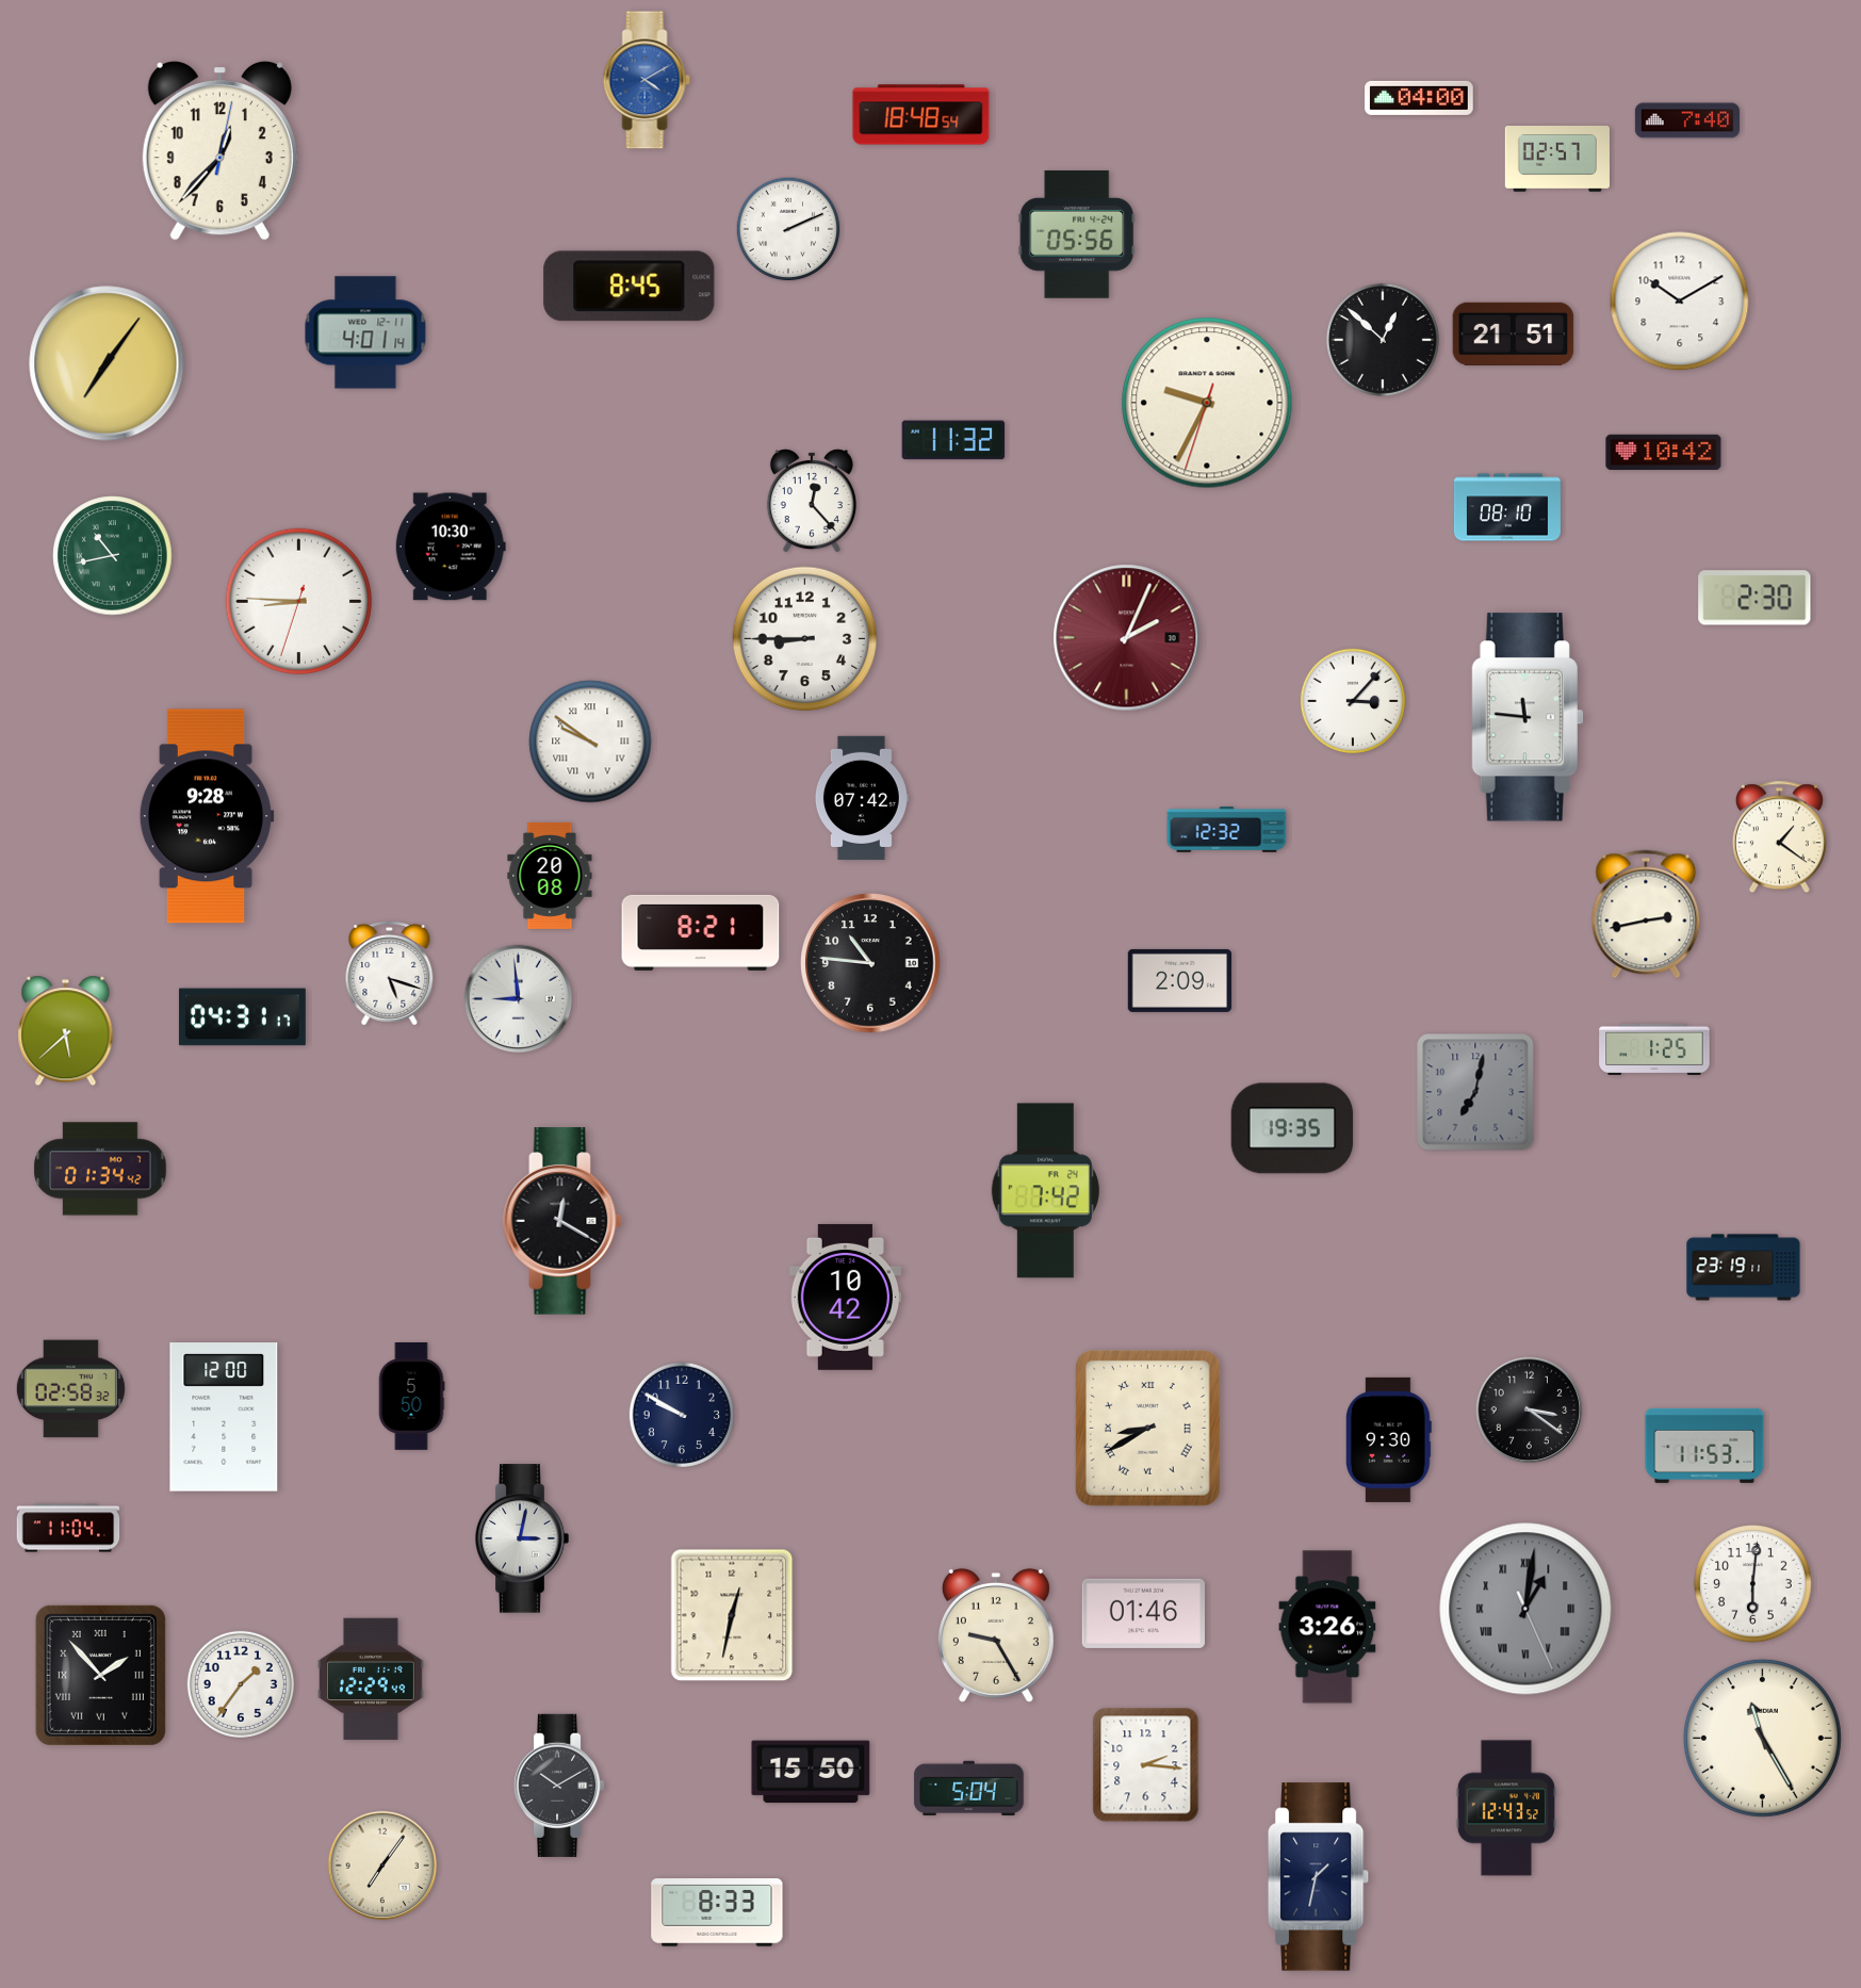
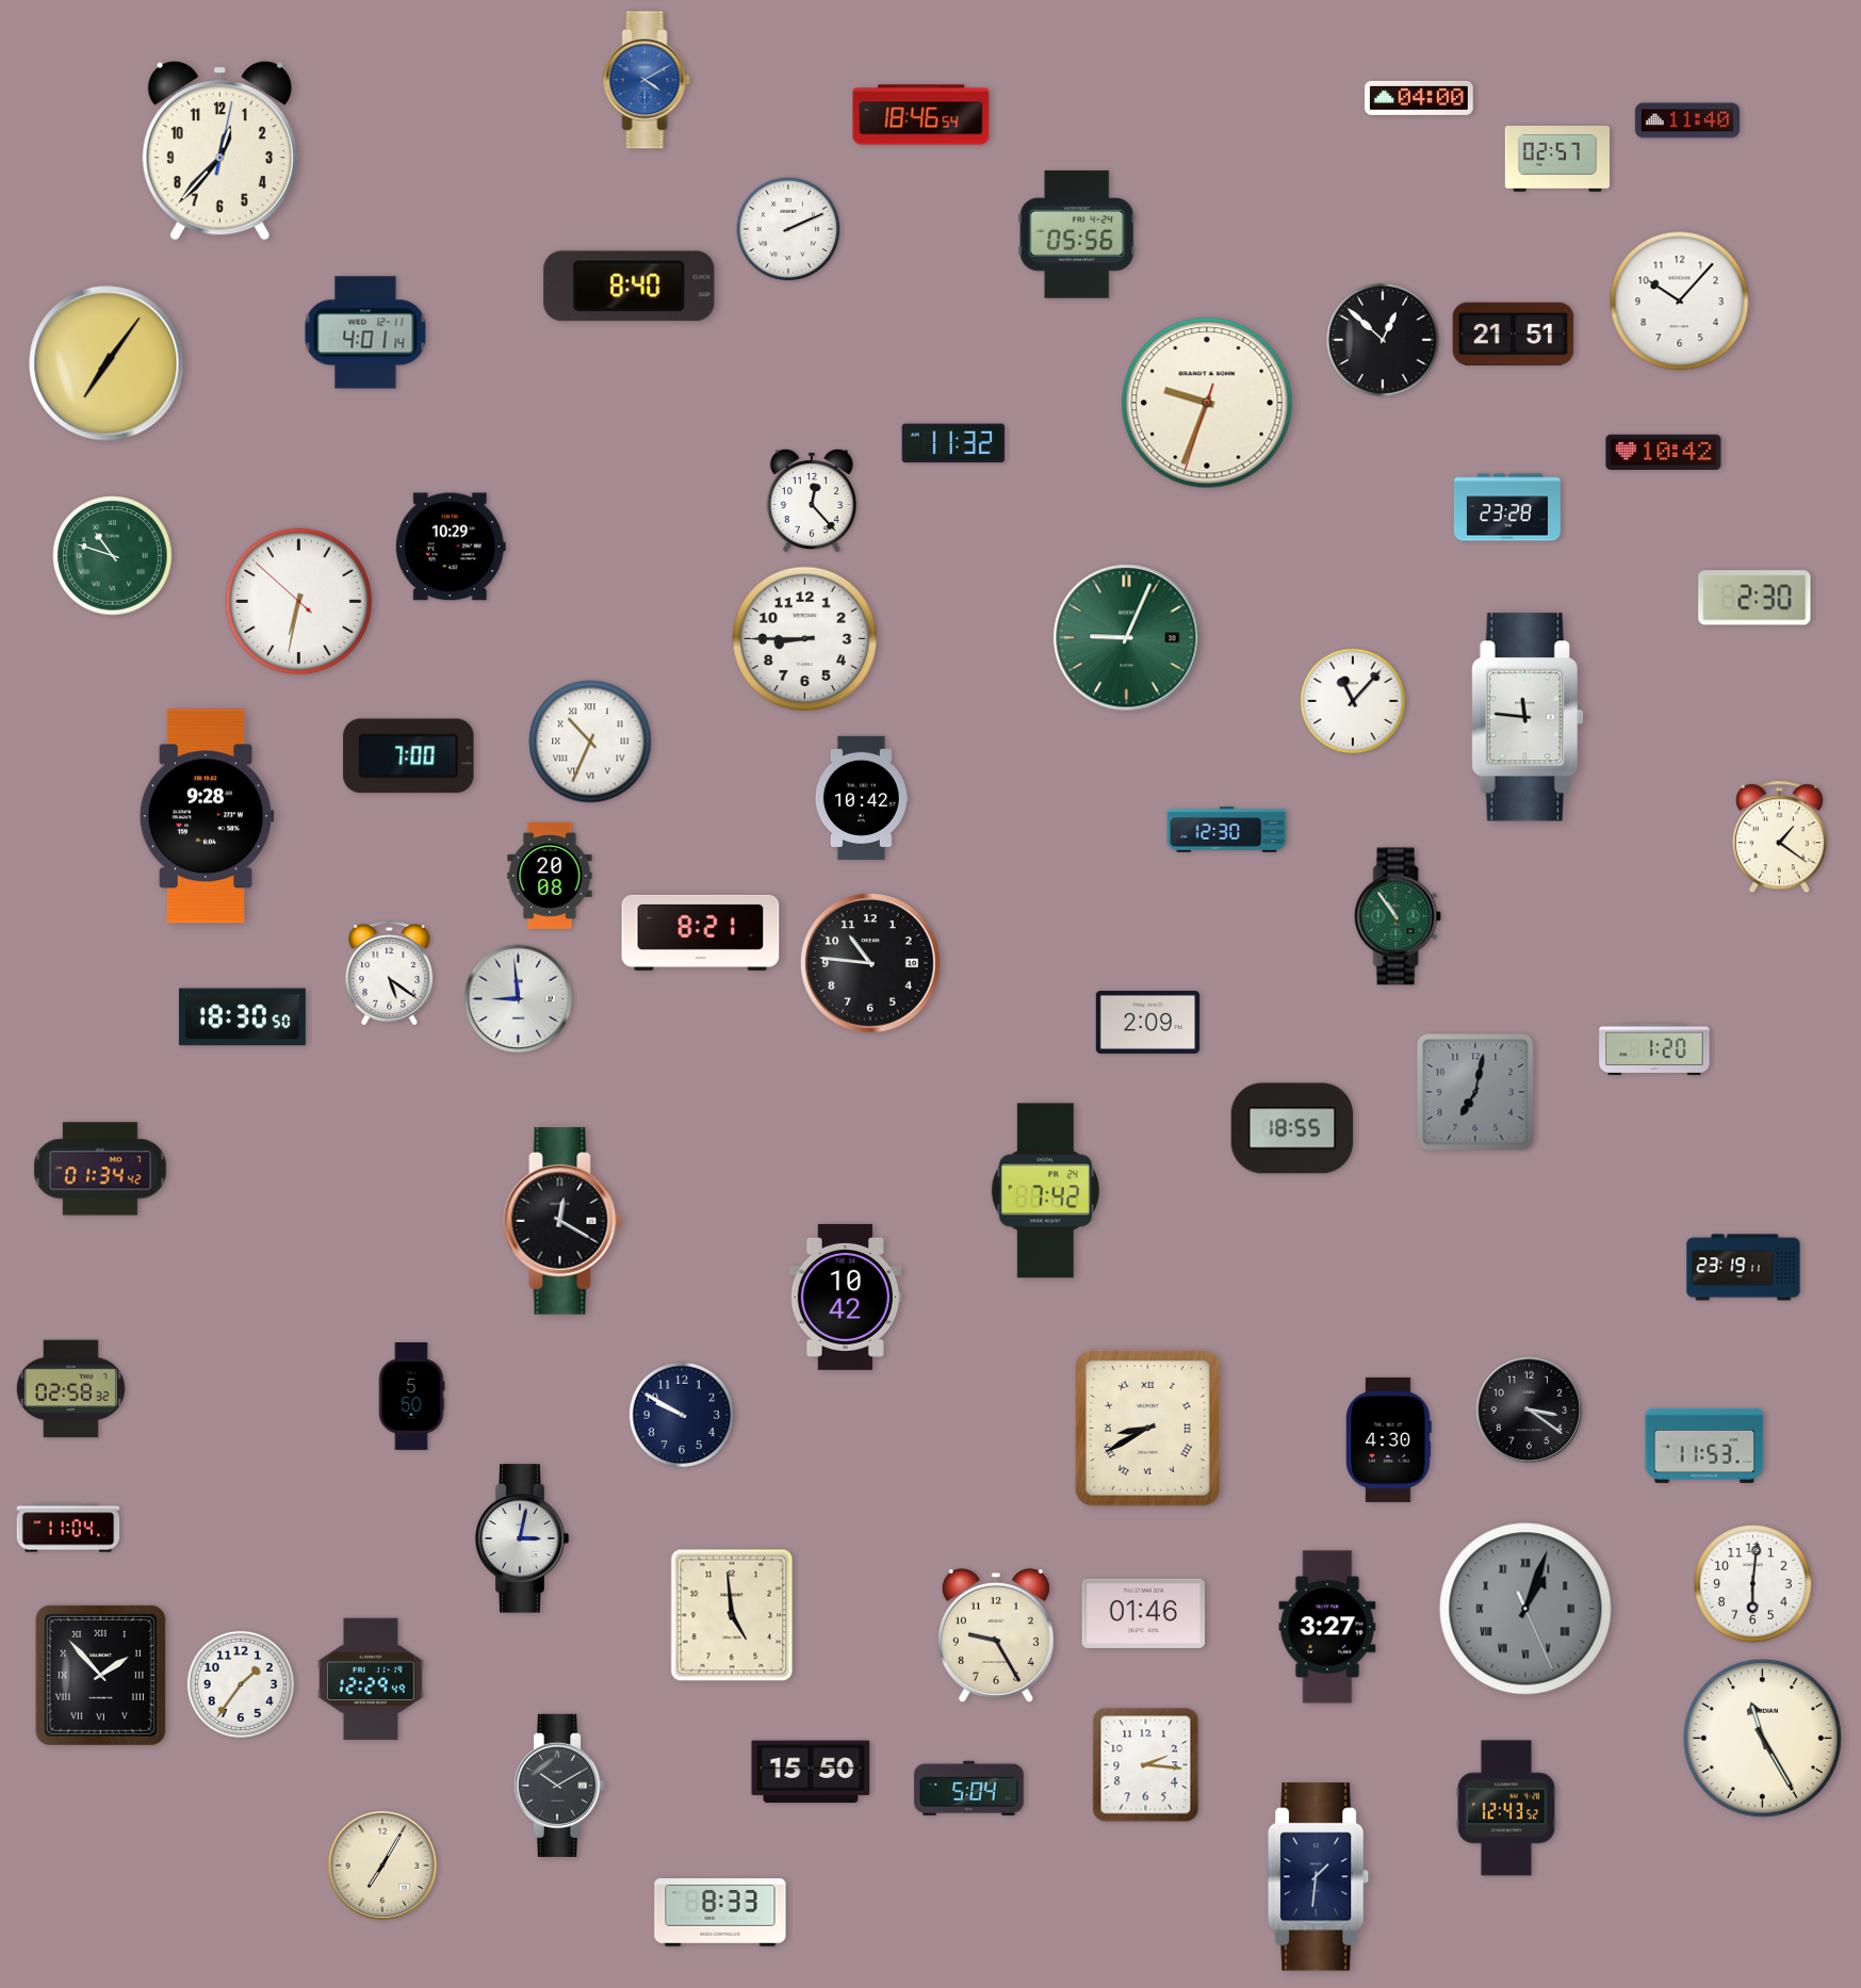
clock at (921, 115): 18:48 -> 18:46
clock at (1687, 120): 7:40 -> 11:40
clock at (630, 287): 8:45 -> 8:40
clock at (1680, 302): 10:10 -> 10:07
clock at (1207, 403): 9:34 -> 9:33
clock at (953, 440) position: (953, 440) -> (953, 443)
clock at (1507, 507): 08:10 -> 23:28
clock at (451, 547): 10:30 -> 10:29
clock at (113, 556): 10:43 -> 10:48
clock at (299, 602): 8:45 -> 6:31
clock at (1127, 638): 2:04 -> 9:04
clock at (1127, 638) dial: burgundy -> green
clock at (1353, 701): 3:07 -> 11:07
clock at (590, 742): 9:51 -> 10:34
clock at (409, 756): none -> 7:00
clock at (862, 798): 07:42 -> 10:42
clock at (1227, 830): 12:32 -> 12:30
clock at (1646, 914): 2:43 -> none
clock at (1398, 916): none -> 10:54
clock at (390, 974): 5:18 -> 5:21
clock at (1179, 980) position: (1179, 980) -> (1147, 1022)
clock at (242, 1017): 04:31 -> 18:30
clock at (66, 1031): 5:38 -> none
clock at (1654, 1048): 1:25 -> 1:20
clock at (1292, 1128): 19:35 -> 18:55
clock at (224, 1417): 12:00 -> none
clock at (1389, 1439): 9:30 -> 4:30
clock at (1525, 1609): 1:01 -> 1:03
clock at (732, 1615): 12:32 -> 4:59
clock at (1327, 1627): 3:26 -> 3:27
clock at (382, 1865): 7:06 -> 7:05
clock at (1319, 1877): 1:32 -> 1:31
clock at (717, 1912) position: (717, 1912) -> (720, 1912)
